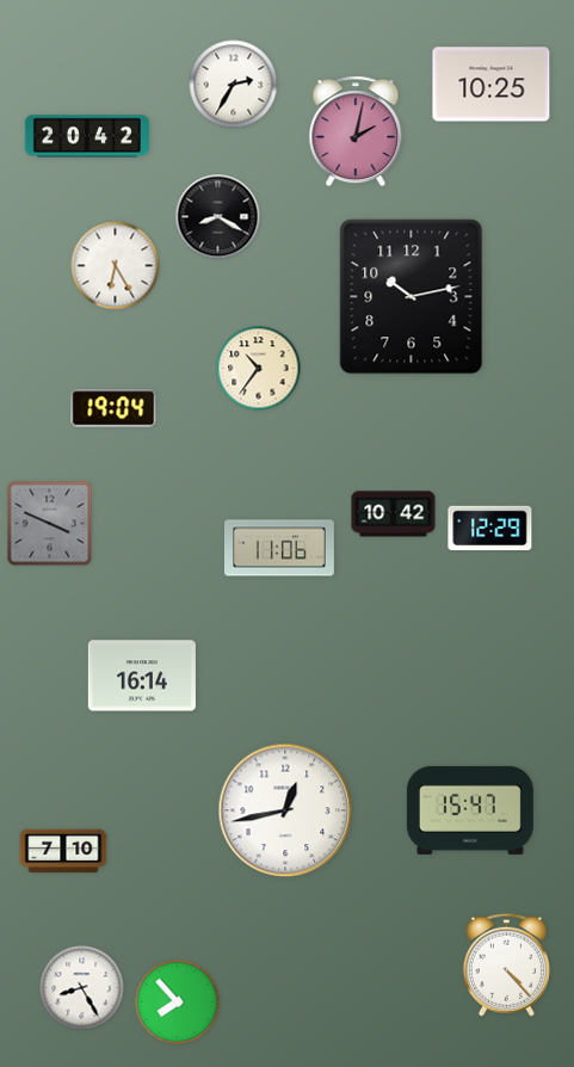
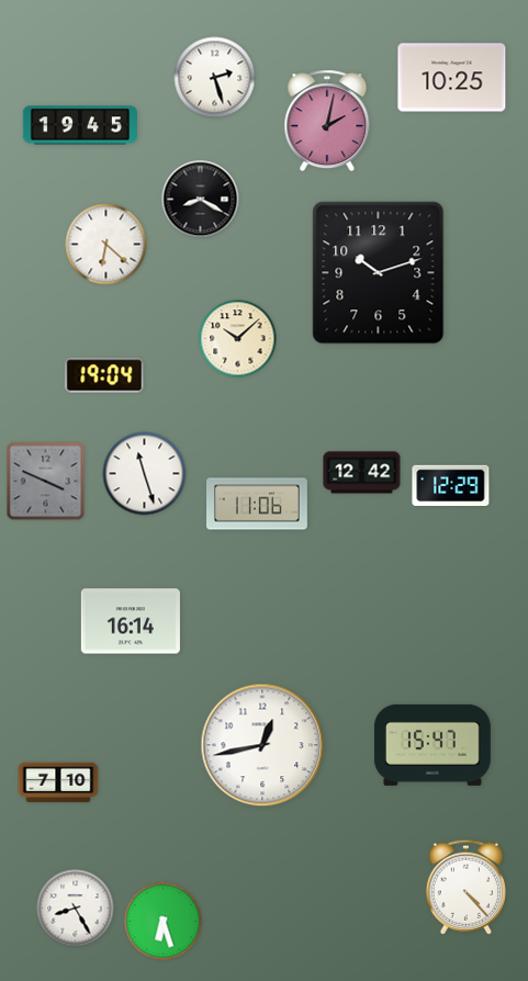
clock at (234, 85): 2:35 -> 2:27
clock at (87, 136): 20:42 -> 19:45
clock at (116, 266): 6:25 -> 6:22
clock at (412, 297): 10:13 -> 10:12
clock at (259, 369): 10:36 -> 10:08
clock at (394, 514): 10:42 -> 12:42
clock at (145, 474): none -> 11:27
clock at (178, 1003): 7:53 -> 6:27
